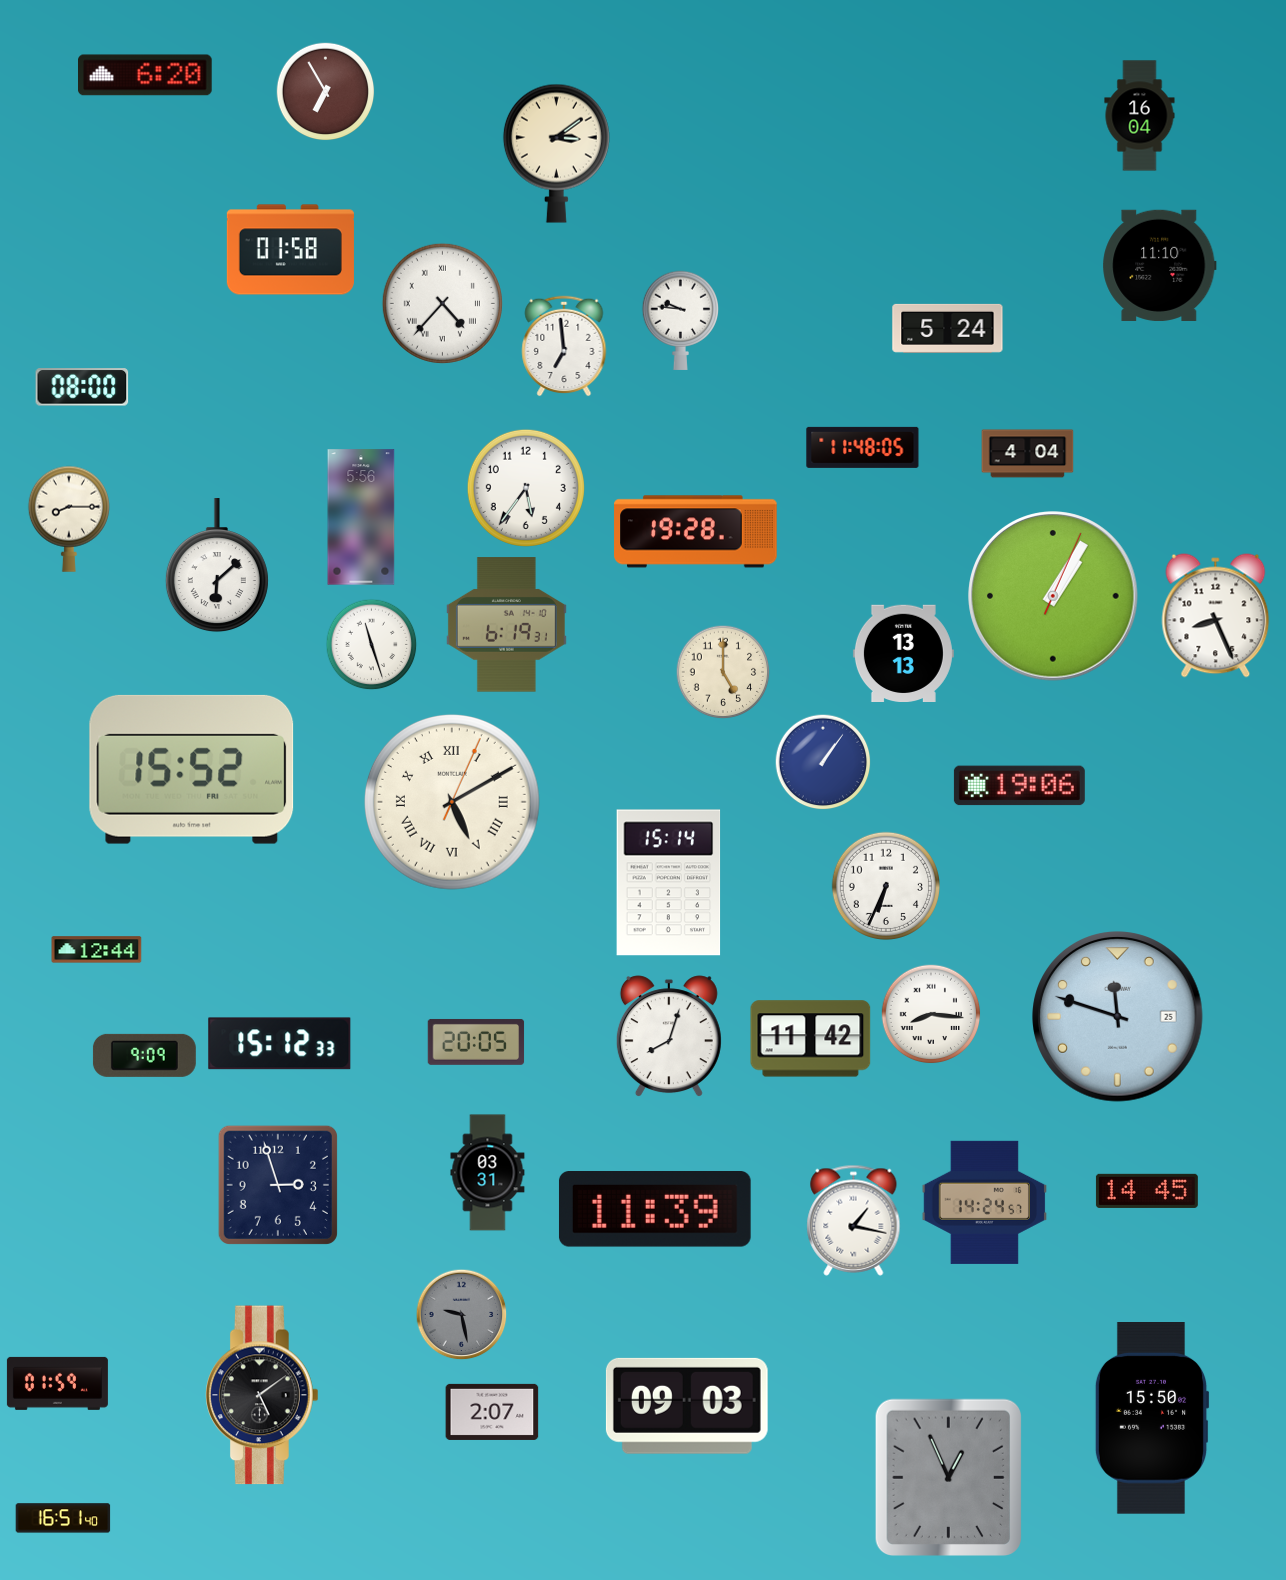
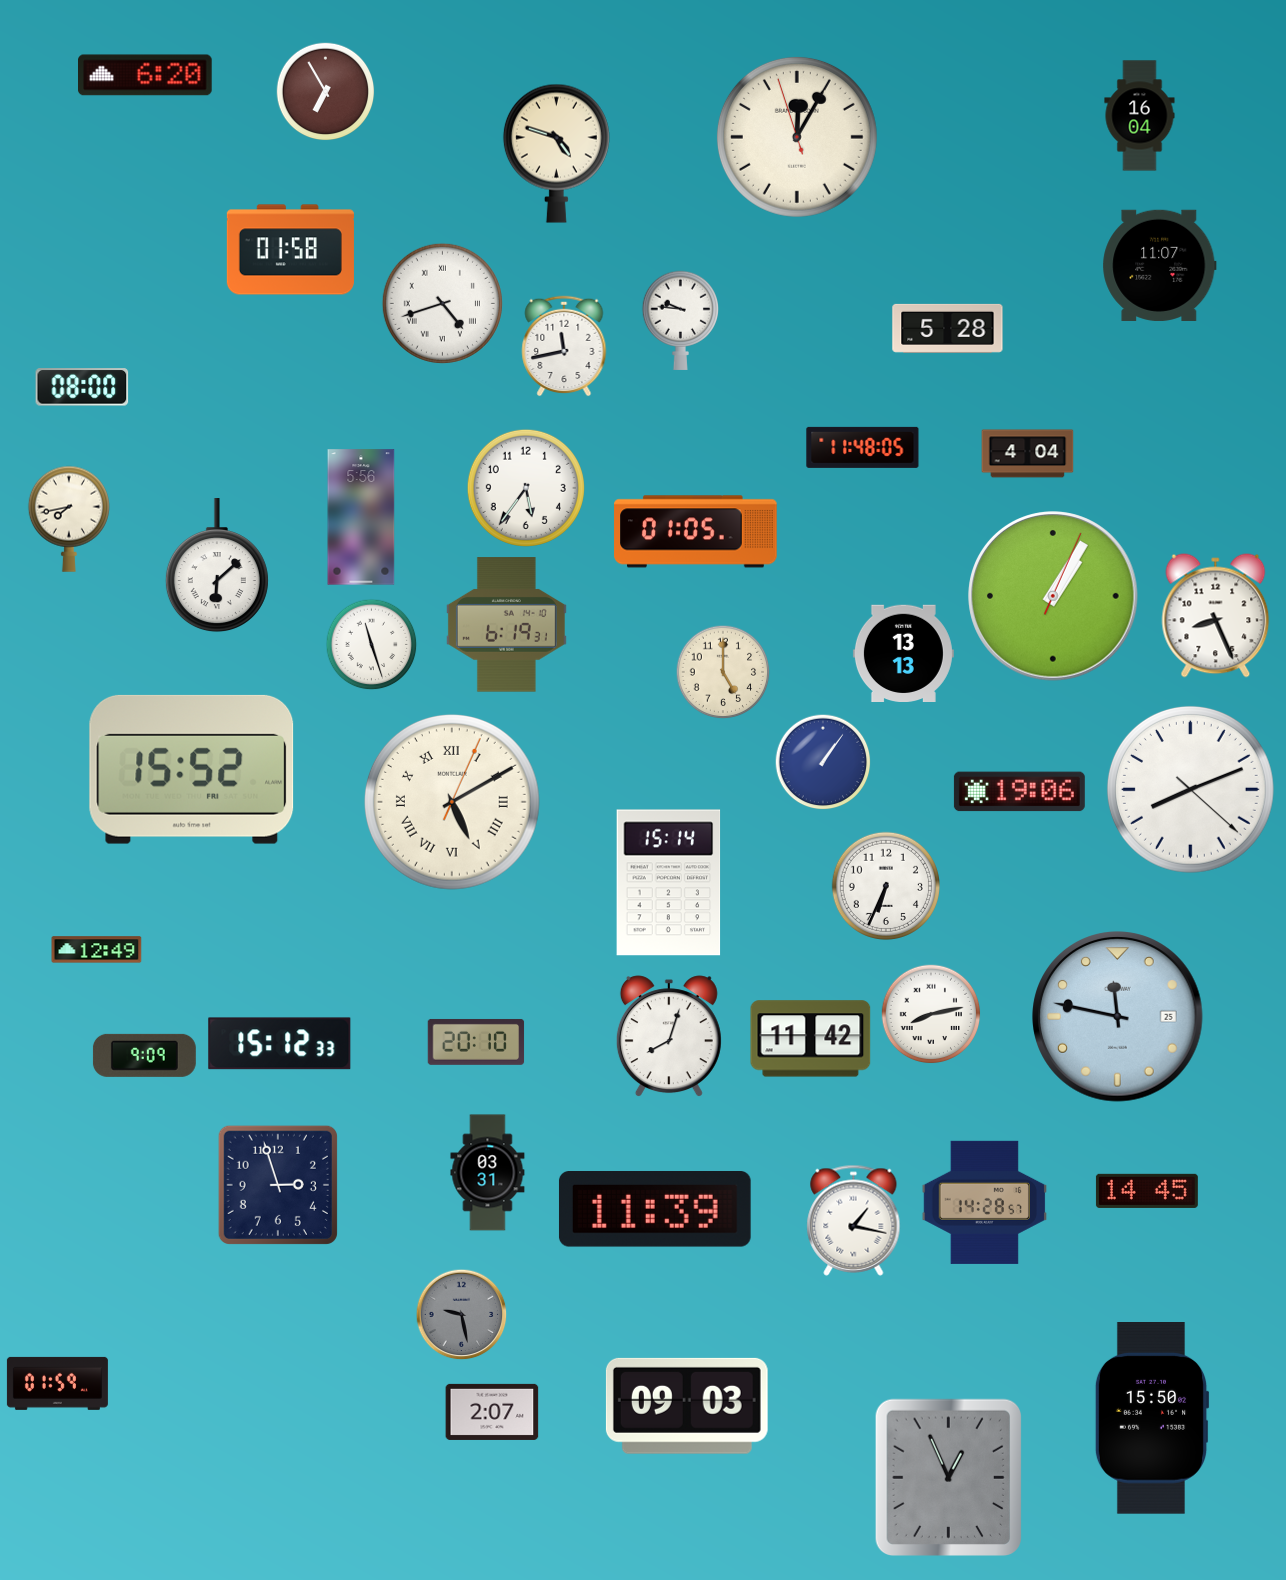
clock at (797, 137): none -> 12:04
clock at (556, 153): 3:09 -> 4:48
clock at (1160, 265): 11:10 -> 11:07
clock at (442, 303): 4:37 -> 4:42
clock at (948, 328): 5:24 -> 5:28
clock at (564, 346): 6:59 -> 11:43
clock at (69, 519): 8:15 -> 7:43
clock at (696, 532): 19:28 -> 01:05
clock at (1019, 786) position: (1019, 786) -> (1019, 792)
clock at (1190, 789): none -> 8:11
clock at (97, 950): 12:44 -> 12:49
clock at (931, 1014): 8:16 -> 8:13
clock at (1118, 1017): 11:48 -> 11:47
clock at (476, 1042): 20:05 -> 20:10
clock at (984, 1202): 14:24 -> 14:28
clock at (262, 1395): 5:09 -> none
clock at (63, 1518): 16:51 -> none
